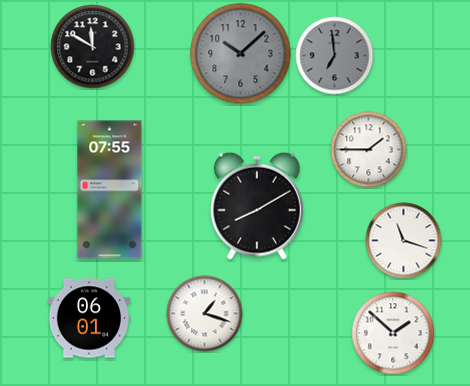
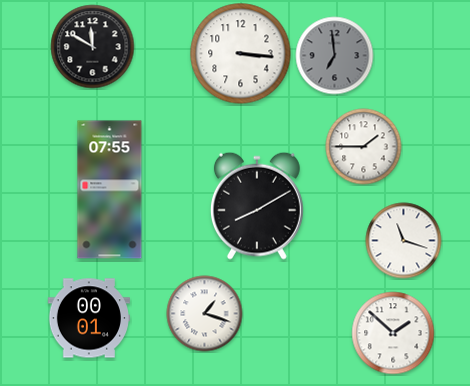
clock at (241, 54): 10:08 -> 3:16
clock at (241, 54) dial: grey -> white
clock at (369, 150) position: (369, 150) -> (364, 147)
clock at (88, 318): 06:01 -> 00:01
